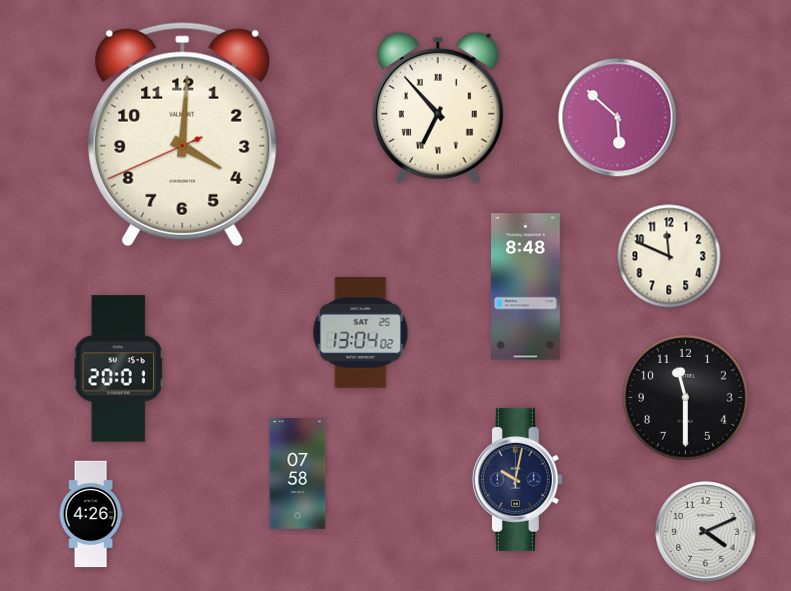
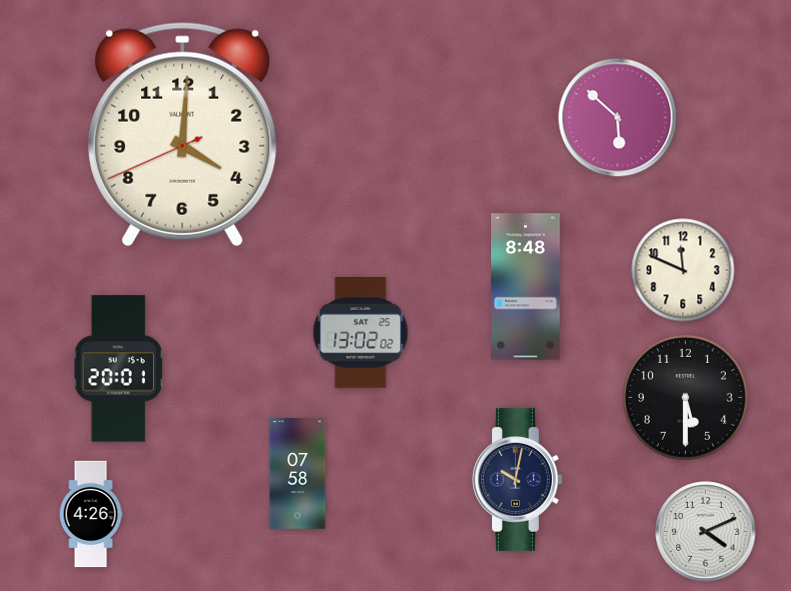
clock at (438, 108): 6:53 -> none
clock at (669, 256) position: (669, 256) -> (683, 270)
clock at (361, 333): 13:04 -> 13:02
clock at (685, 397): 11:30 -> 5:30
